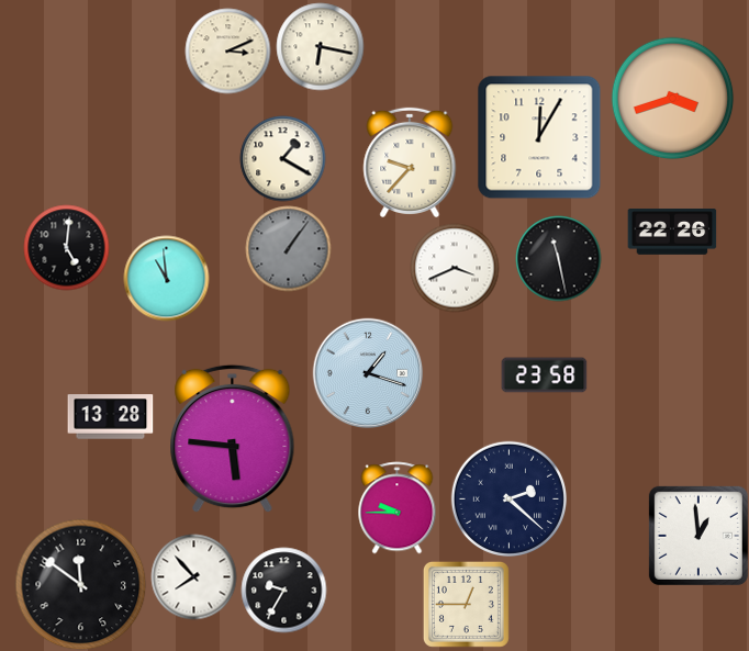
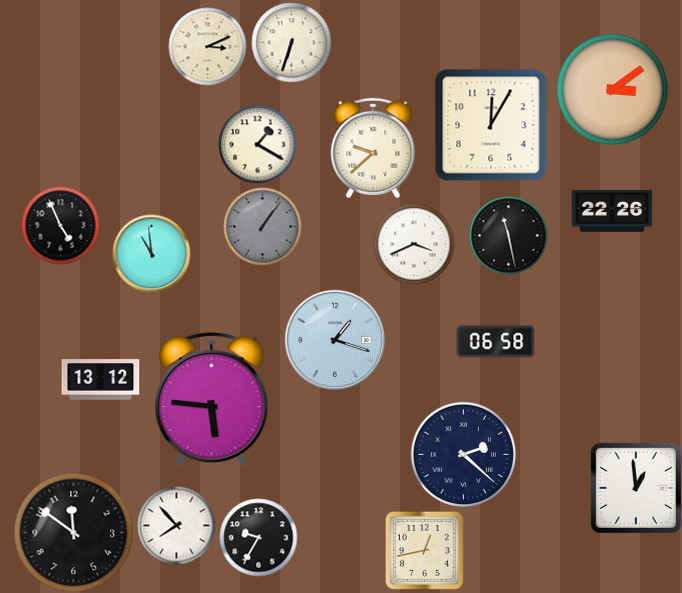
clock at (320, 46): 6:17 -> 6:33
clock at (672, 98): 3:42 -> 3:09
clock at (410, 162): 9:37 -> 9:38
clock at (66, 247): 5:01 -> 4:56
clock at (544, 375): 23:58 -> 06:58
clock at (110, 417): 13:28 -> 13:12
clock at (398, 507): 9:45 -> none
clock at (466, 604): 12:45 -> 12:43
